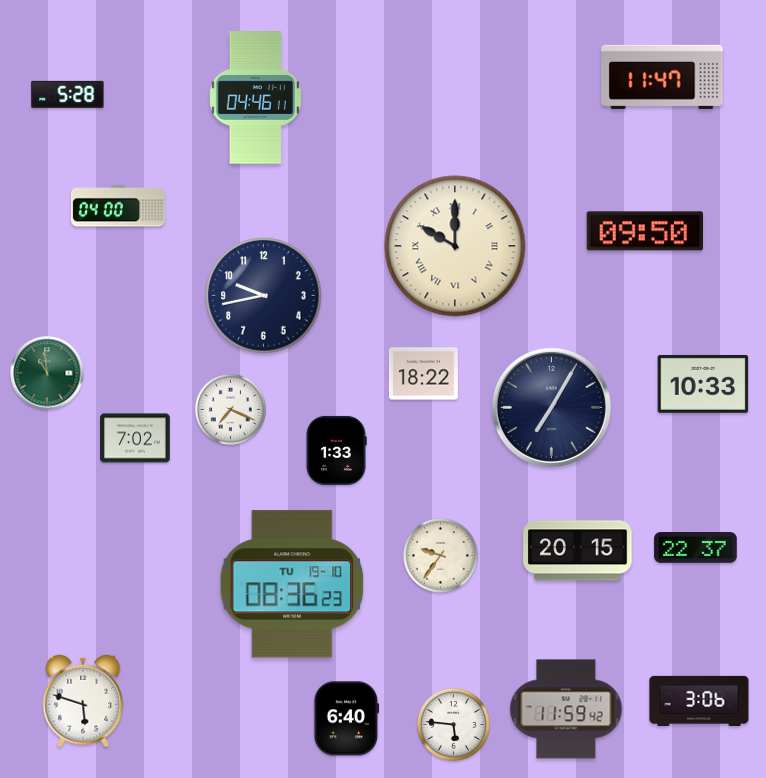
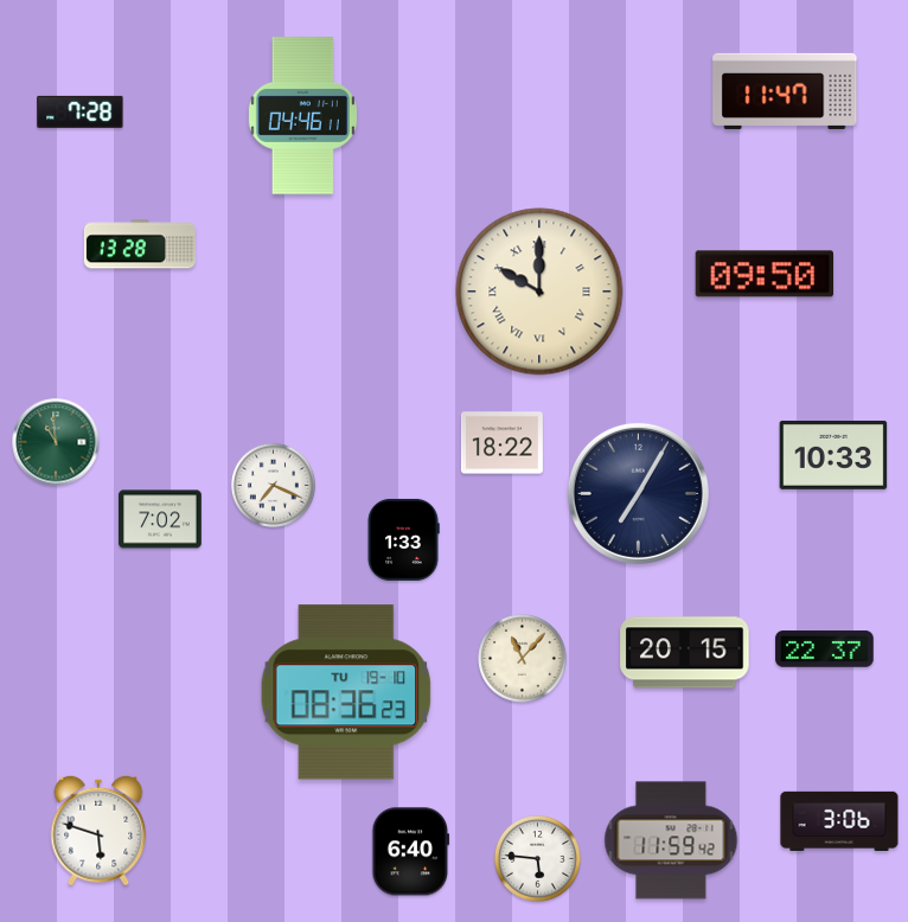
clock at (68, 94): 5:28 -> 7:28
clock at (118, 206): 04:00 -> 13:28
clock at (264, 296): 9:43 -> none
clock at (551, 407) position: (551, 407) -> (638, 493)
clock at (336, 450) position: (336, 450) -> (403, 539)
clock at (441, 556): 9:36 -> 11:07
clock at (699, 700) position: (699, 700) -> (839, 820)
